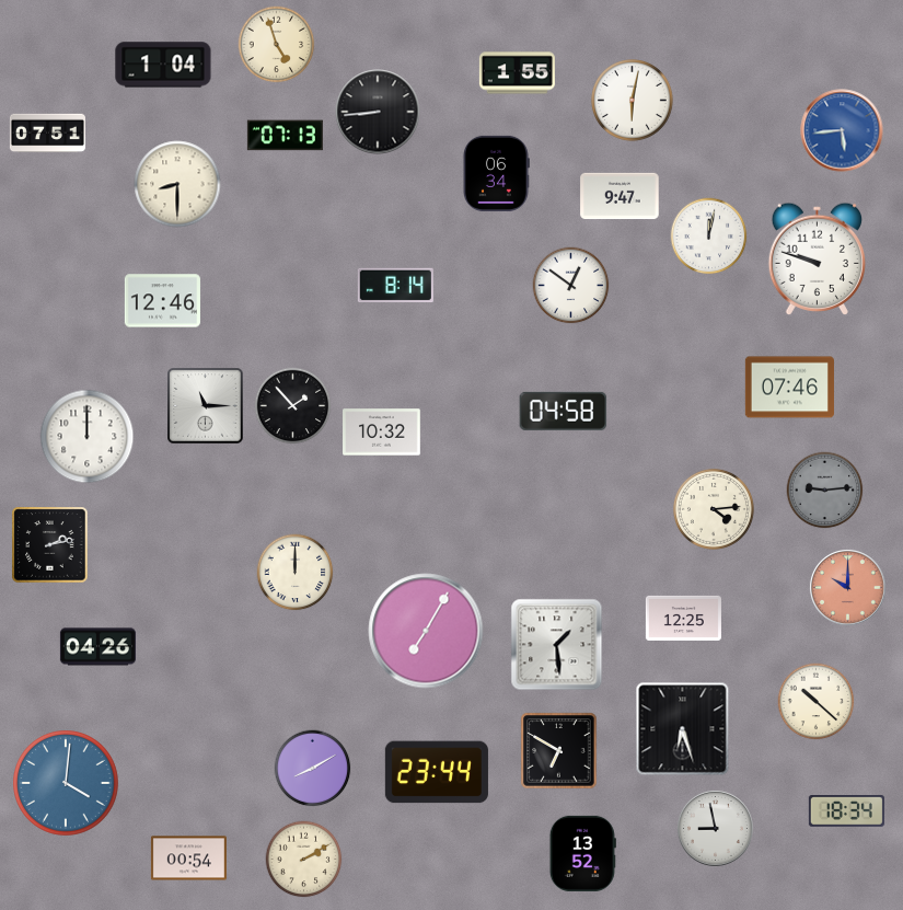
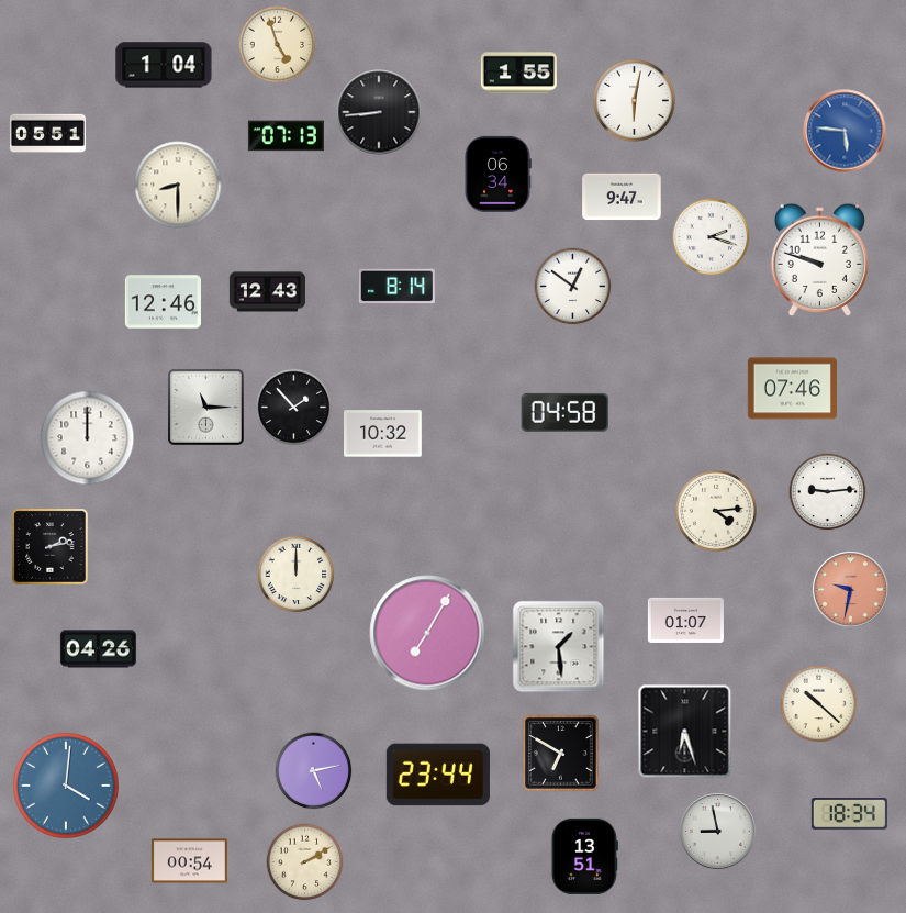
clock at (842, 130): 5:44 -> 5:46
clock at (47, 134): 07:51 -> 05:51
clock at (709, 237): 12:02 -> 2:18
clock at (267, 292): none -> 12:43
clock at (825, 491) dial: grey -> white
clock at (847, 587): 10:00 -> 9:32
clock at (683, 618): 12:25 -> 01:07
clock at (313, 769): 8:10 -> 5:13
clock at (582, 853): 13:52 -> 13:51
